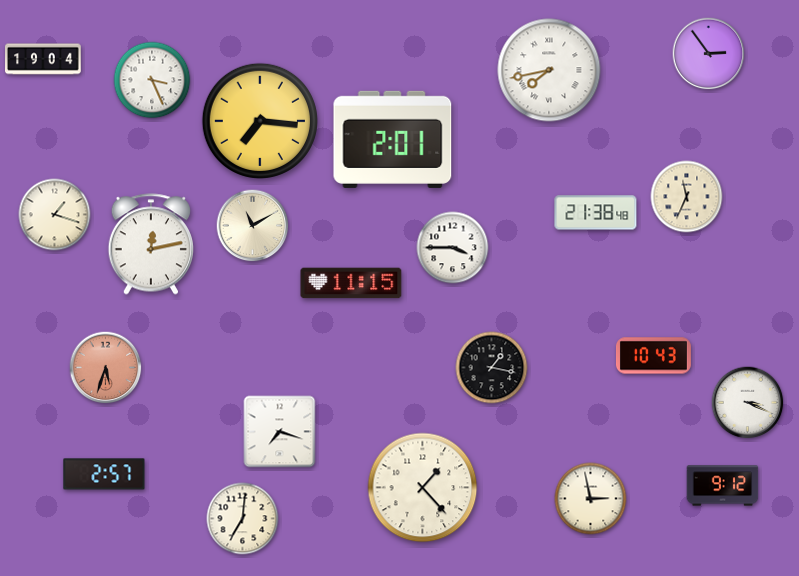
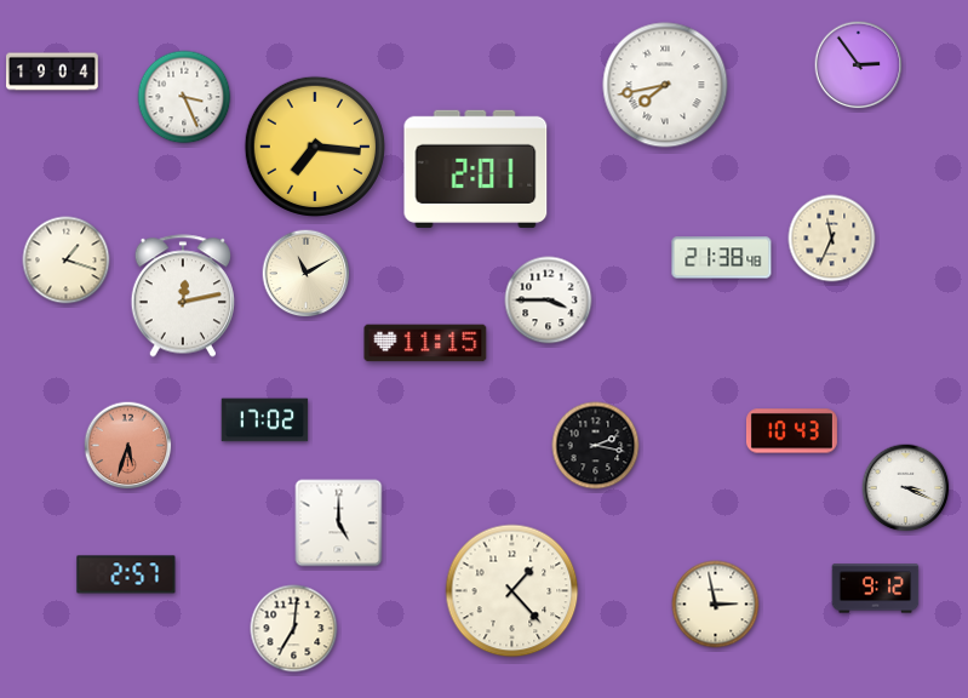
clock at (265, 420): none -> 17:02
clock at (492, 368): 1:17 -> 2:17
clock at (280, 432): 7:18 -> 5:00
